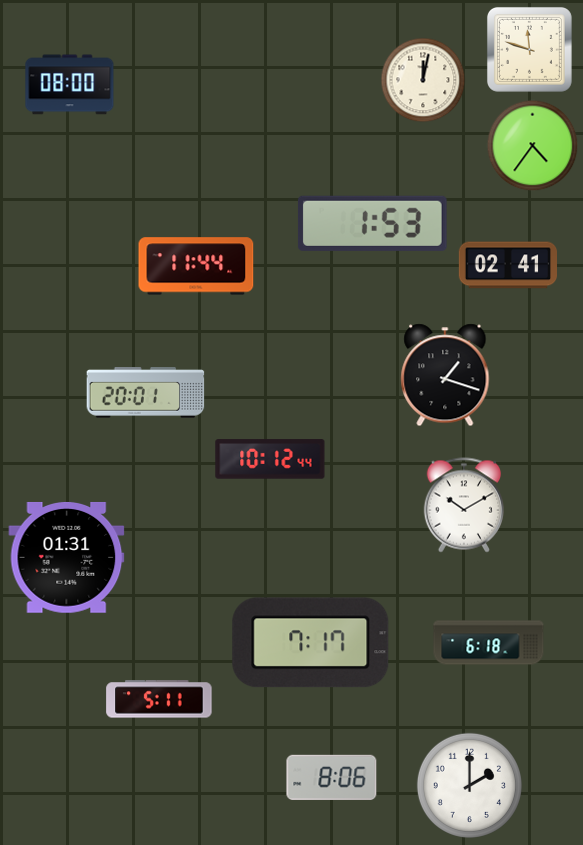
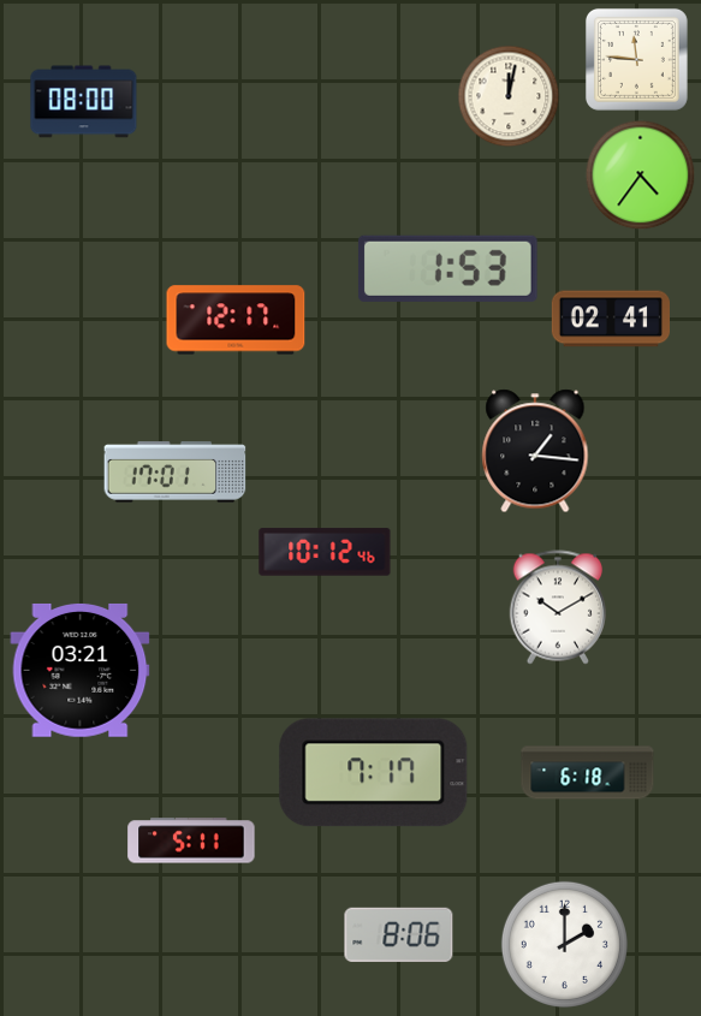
clock at (529, 49): 11:48 -> 11:46
clock at (196, 266): 11:44 -> 12:17
clock at (445, 375): 1:18 -> 1:16
clock at (146, 393): 20:01 -> 17:01
clock at (270, 459): 10:12:44 -> 10:12:46
clock at (67, 557): 01:31 -> 03:21
